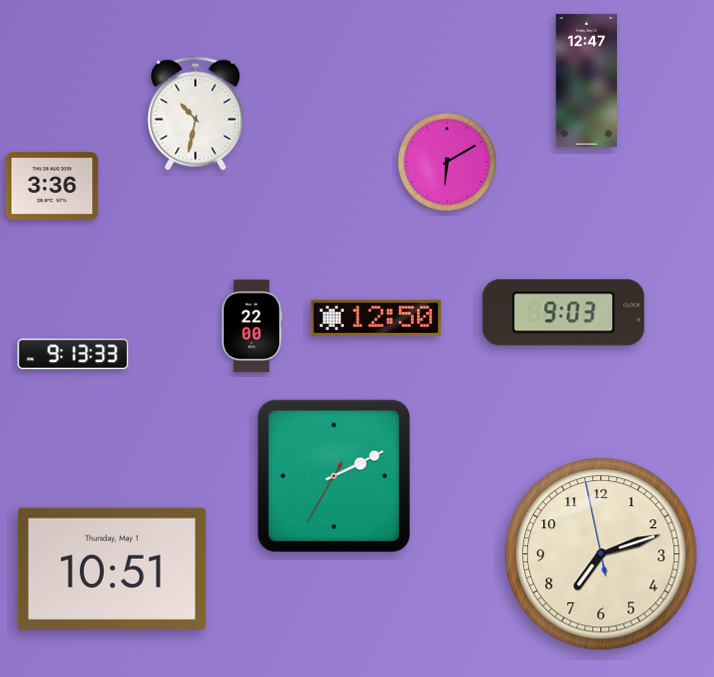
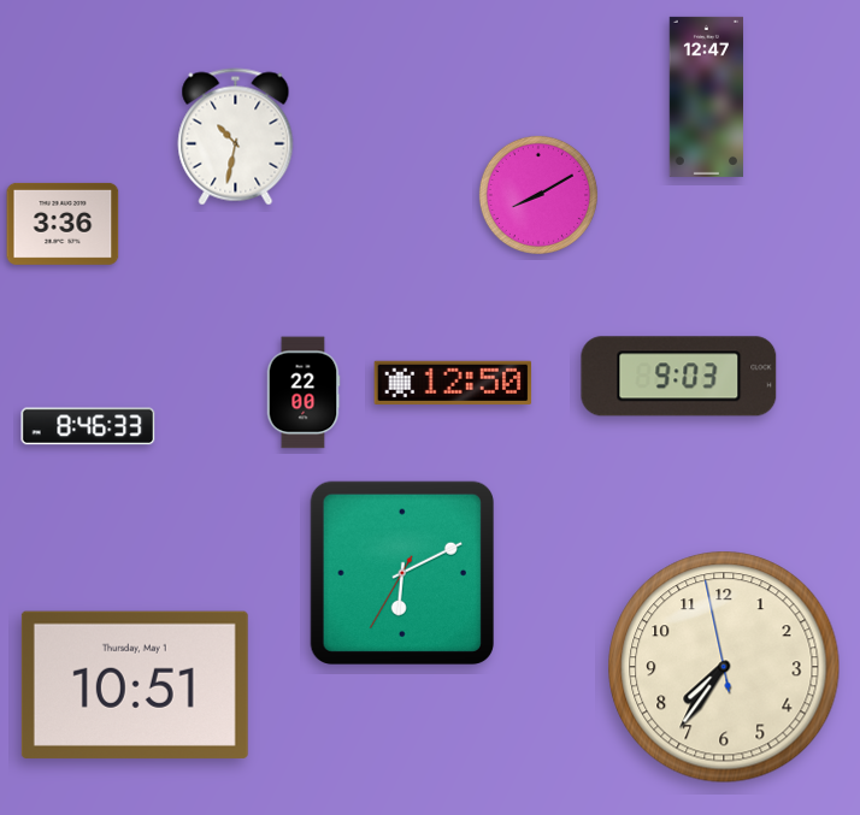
clock at (447, 162): 6:10 -> 8:10
clock at (73, 354): 9:13 -> 8:46
clock at (334, 476): 2:10 -> 6:10
clock at (601, 554): 7:11 -> 7:35
